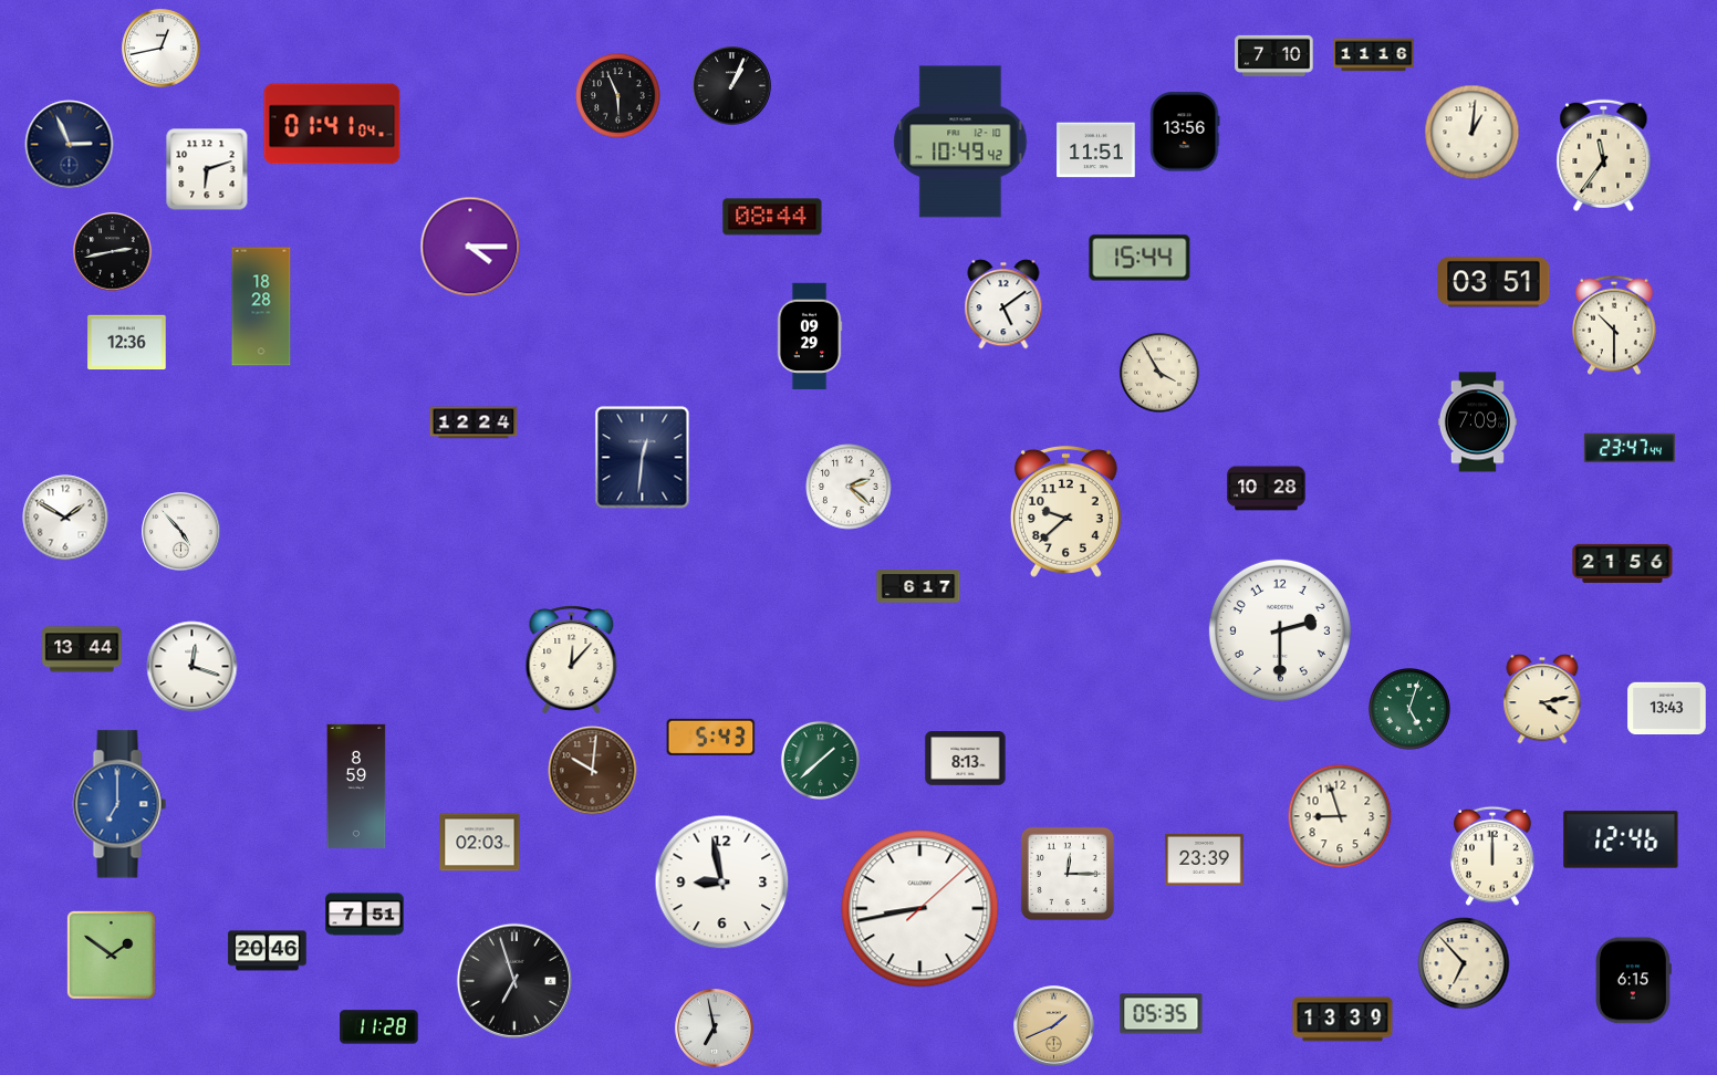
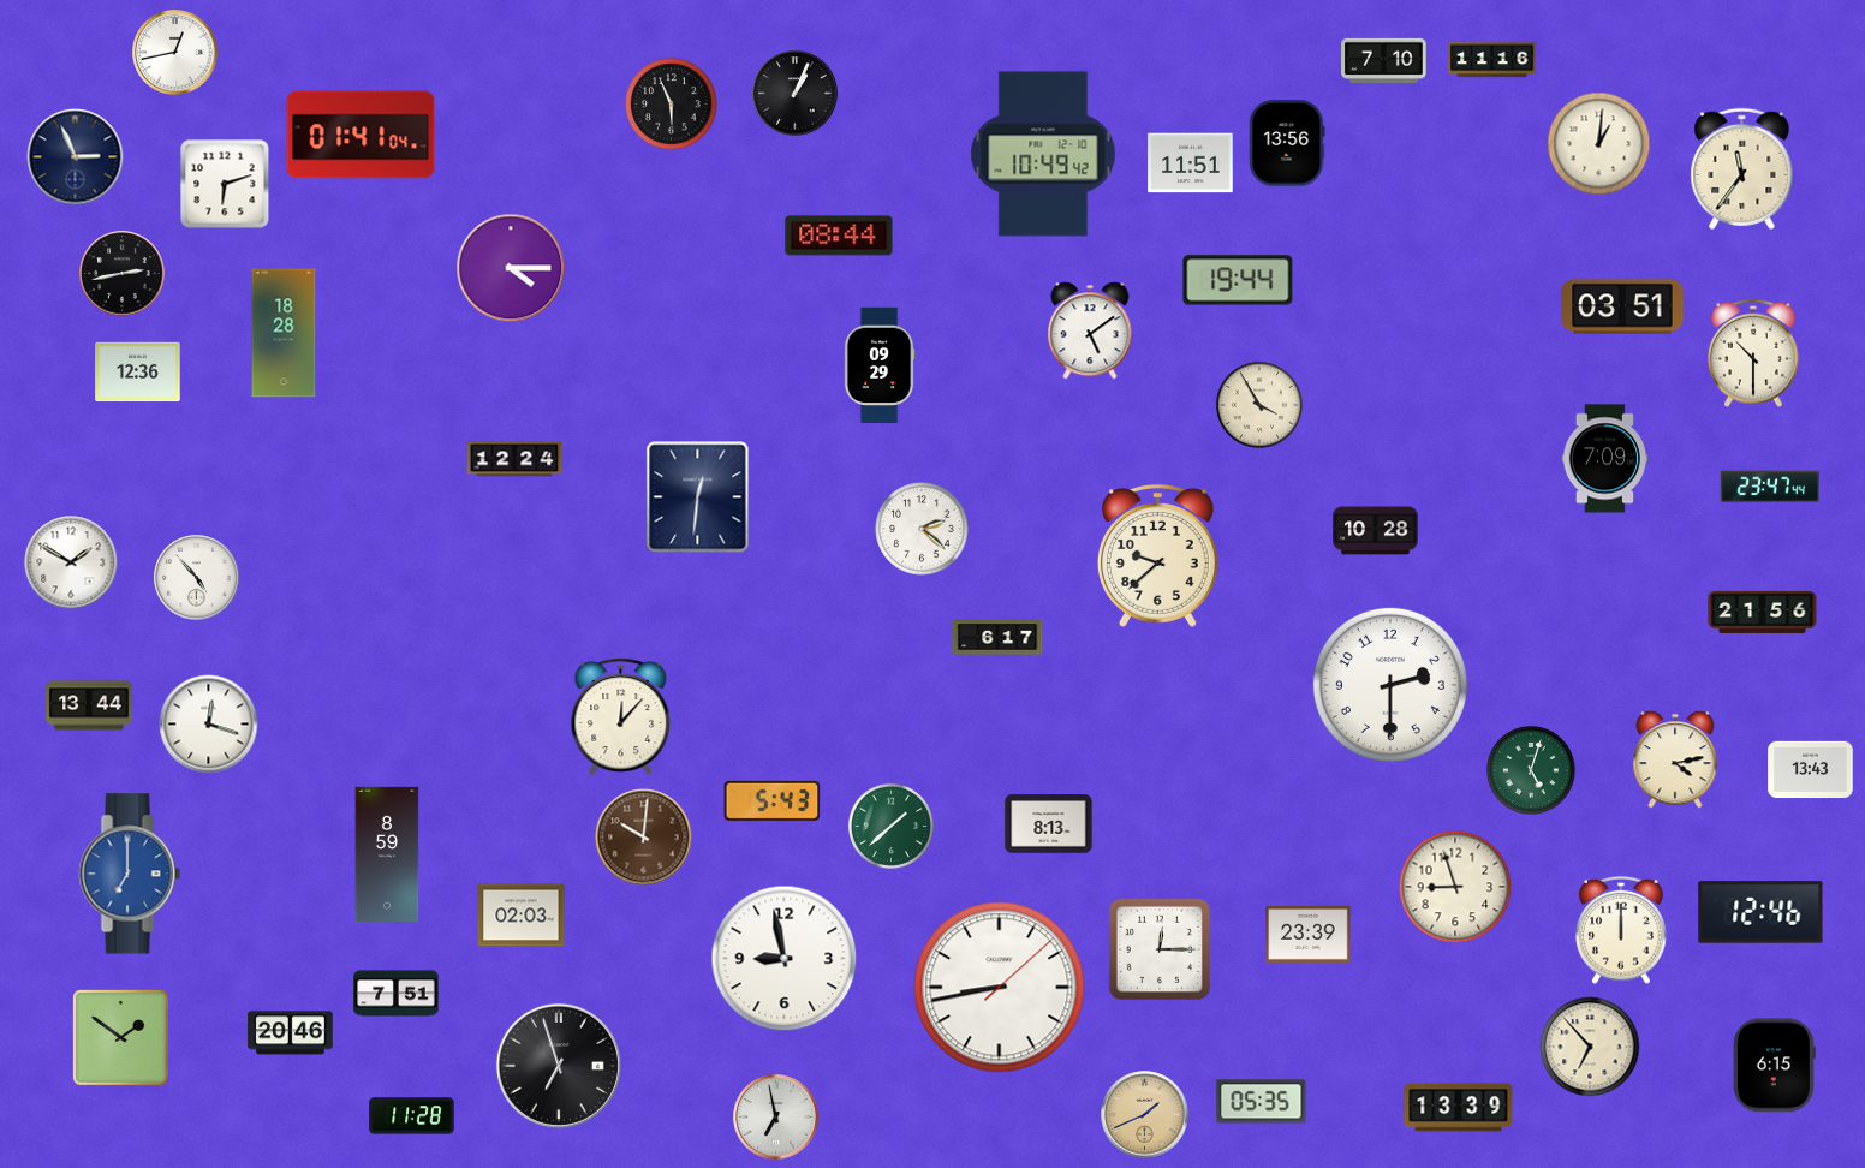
clock at (1140, 258): 15:44 -> 19:44
